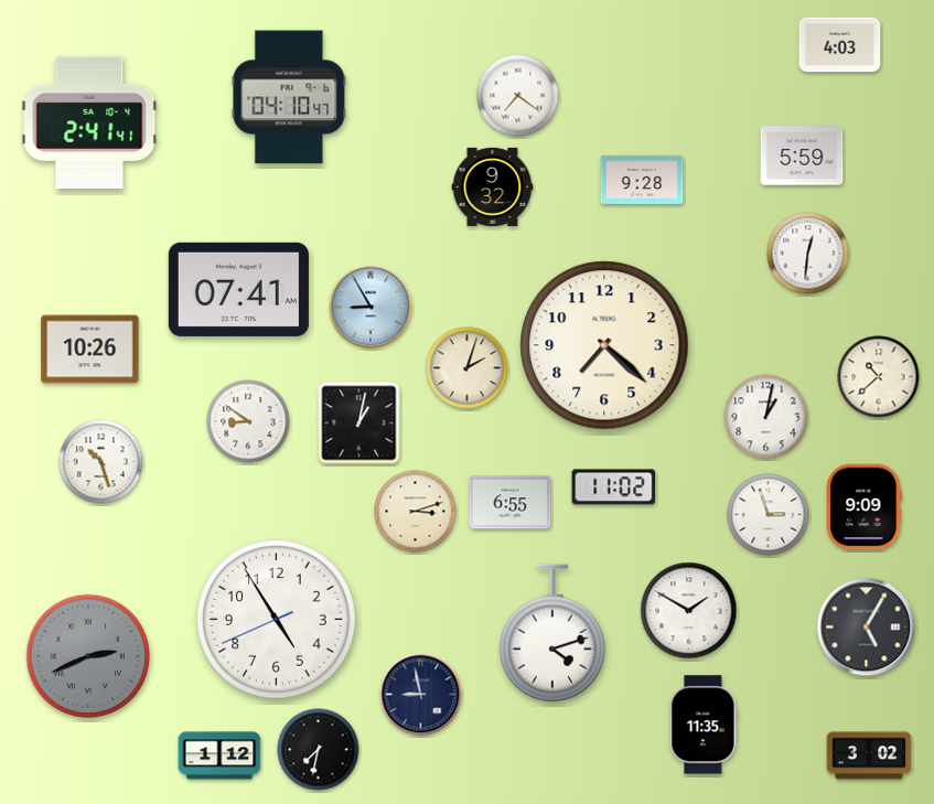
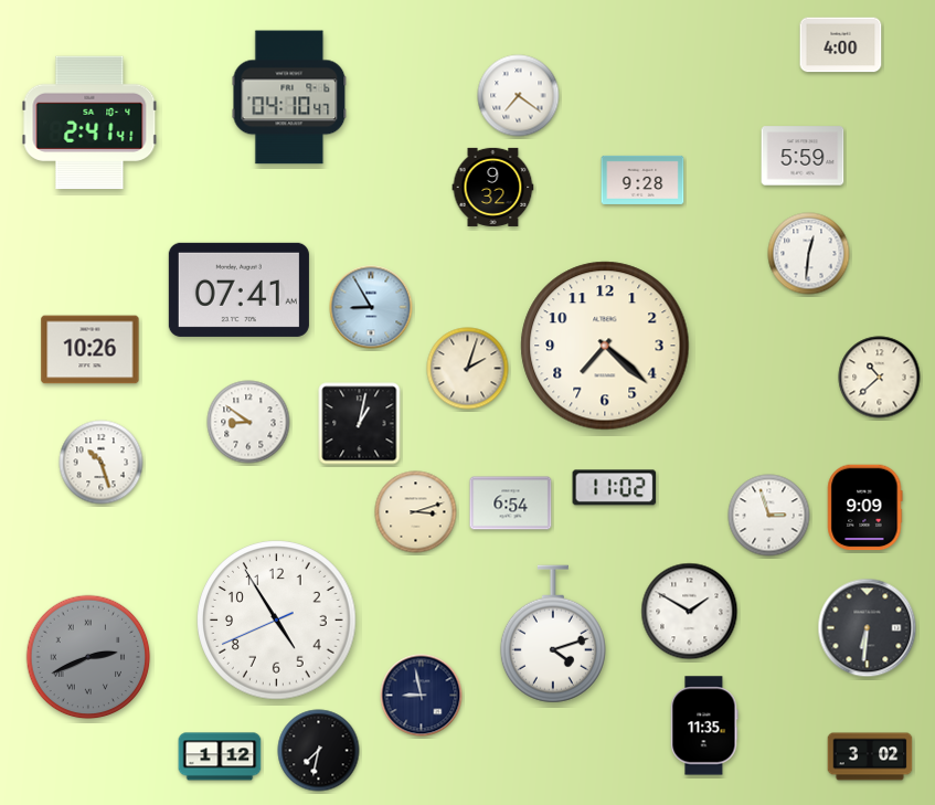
clock at (840, 45): 4:03 -> 4:00
clock at (766, 417): 1:02 -> none
clock at (511, 503): 6:55 -> 6:54
clock at (867, 628): 5:05 -> 6:31
